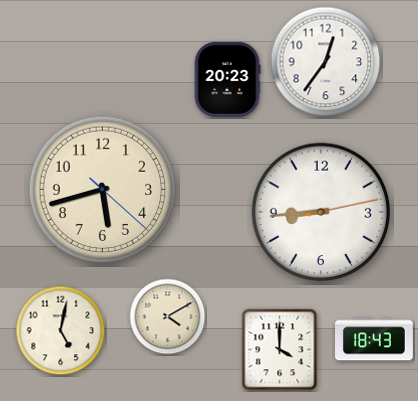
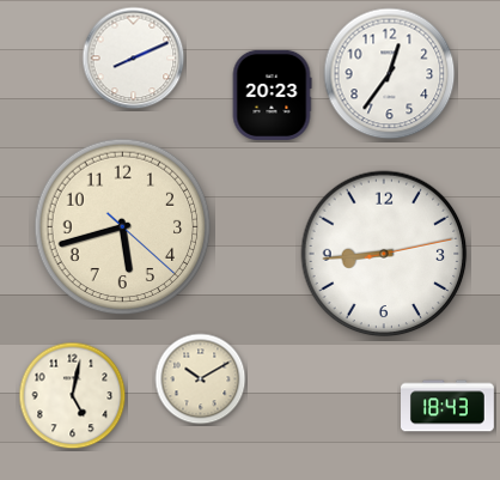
clock at (134, 59): none -> 8:11
clock at (168, 317): 4:10 -> 10:10
clock at (280, 350): 4:00 -> none
